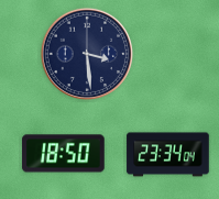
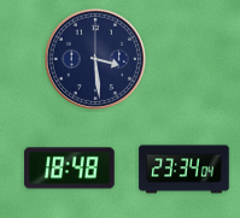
clock at (64, 154): 18:50 -> 18:48
